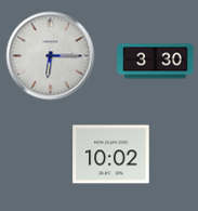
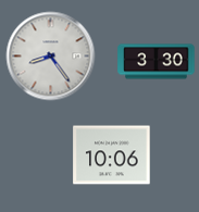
clock at (51, 56): 6:15 -> 8:24
clock at (111, 155): 10:02 -> 10:06
